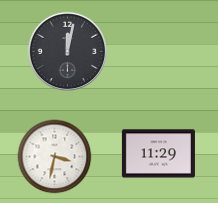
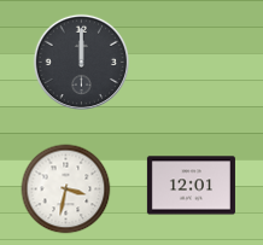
clock at (67, 51): 12:02 -> 12:00
clock at (158, 154): 11:29 -> 12:01
